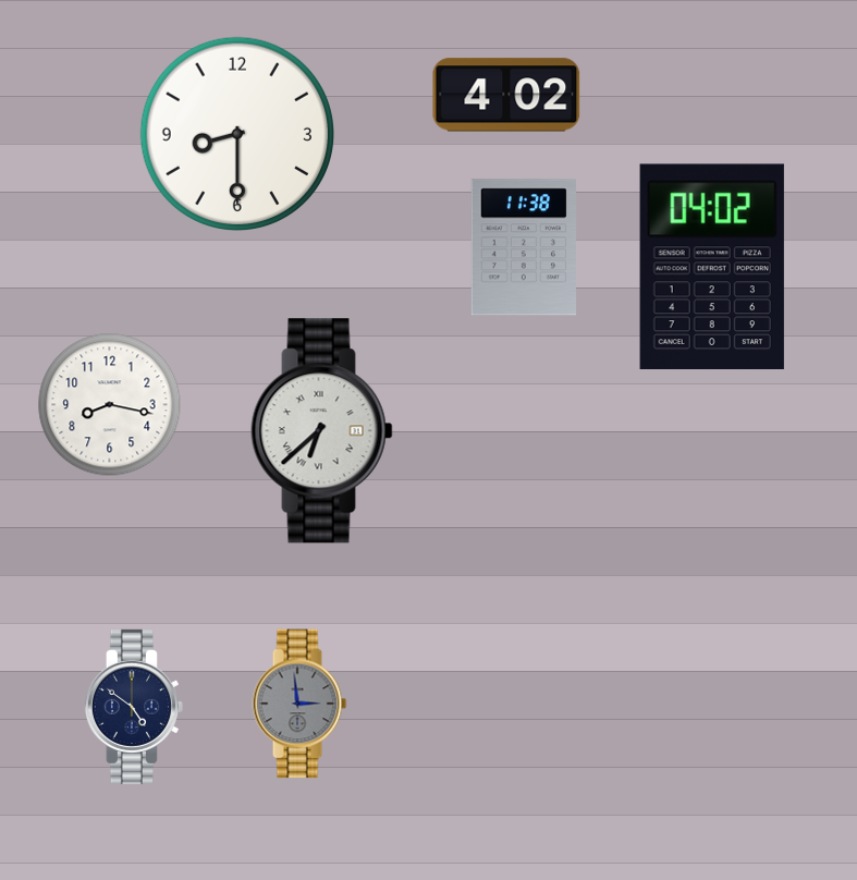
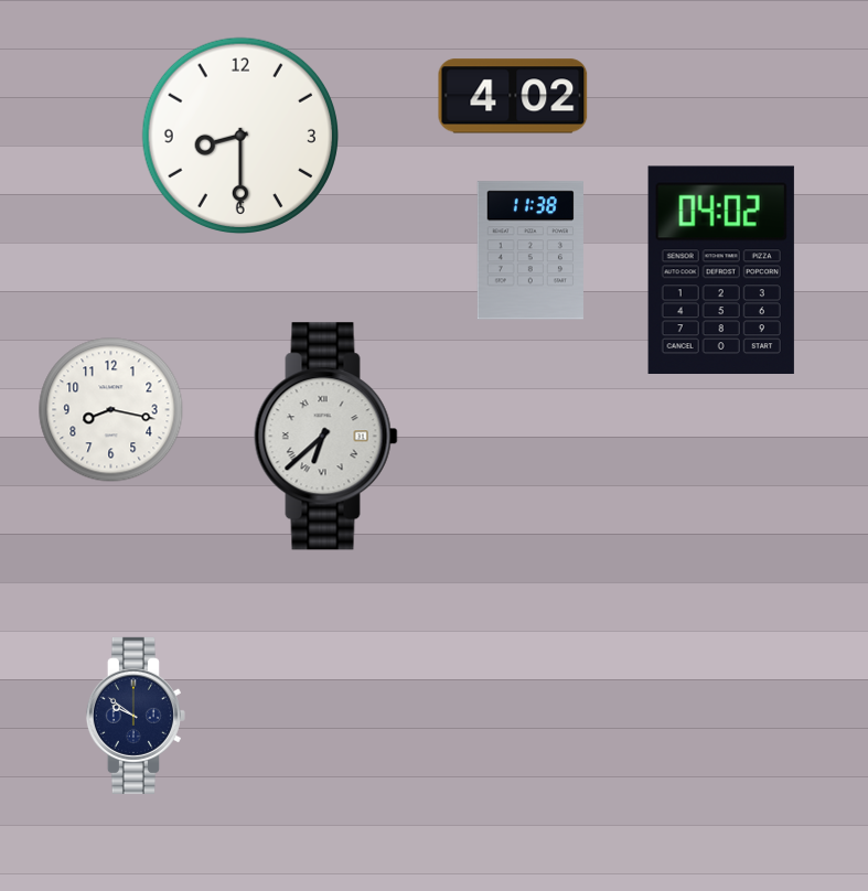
clock at (299, 704): 2:59 -> none
clock at (134, 707): 4:51 -> 9:51
